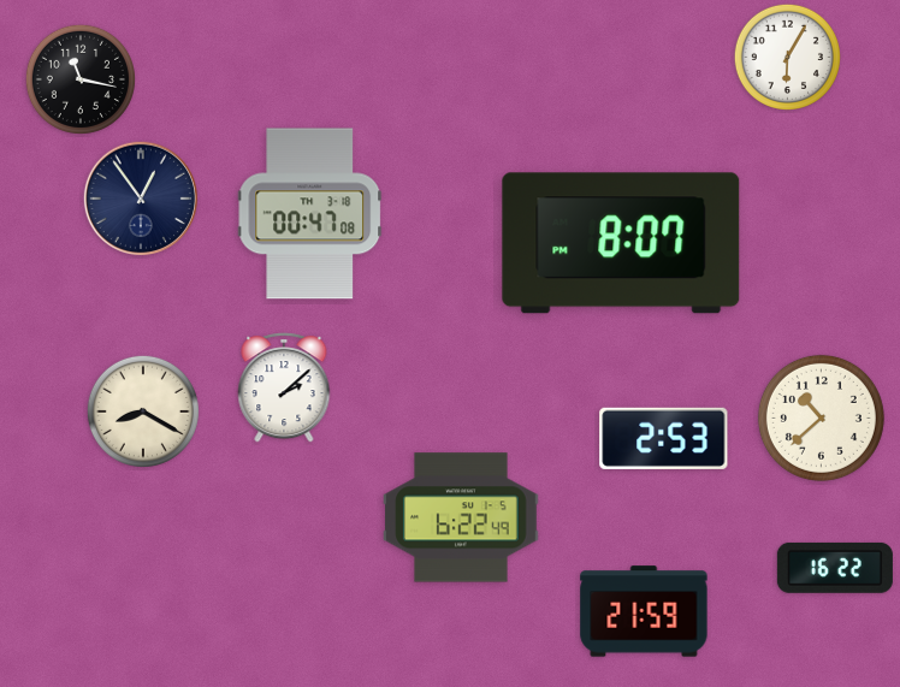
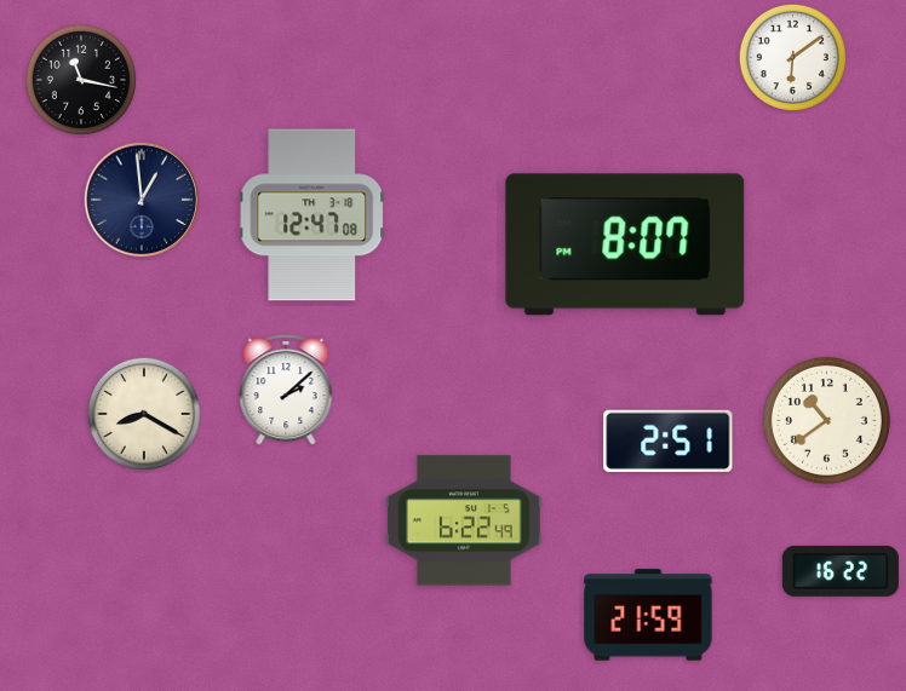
clock at (787, 57): 6:05 -> 6:09
clock at (140, 197): 12:54 -> 12:59
clock at (310, 214): 00:47 -> 12:47
clock at (821, 417): 10:38 -> 10:39
clock at (664, 438): 2:53 -> 2:51
